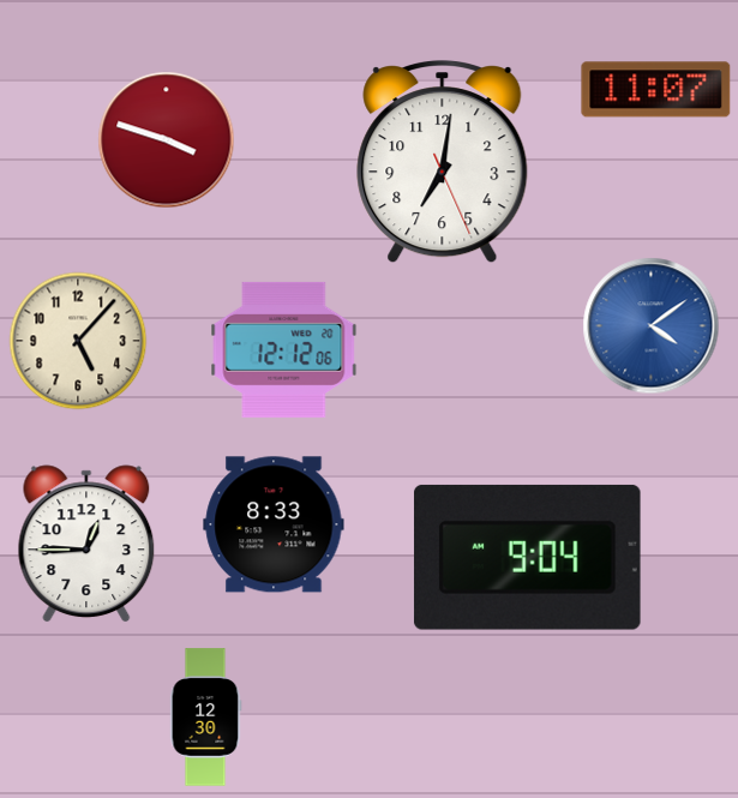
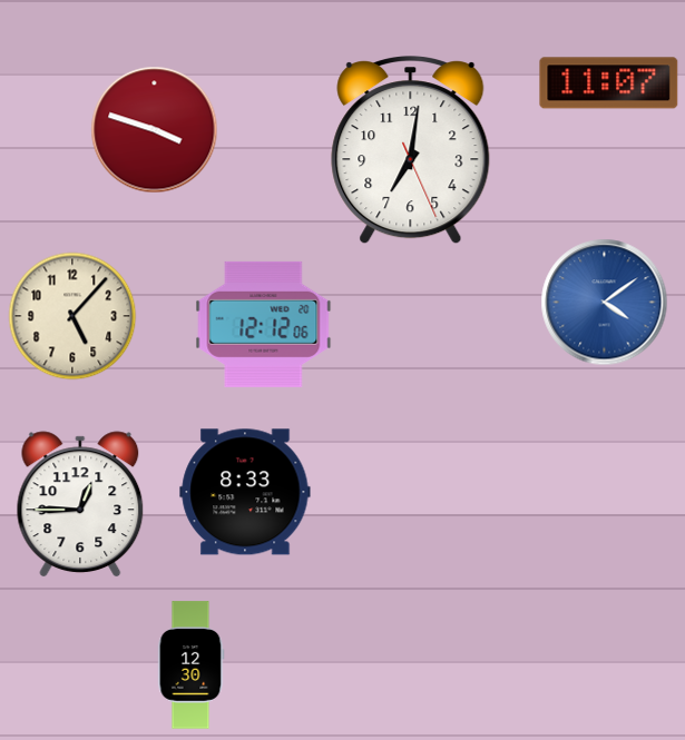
clock at (274, 524) position: (274, 524) -> (245, 492)
clock at (527, 557): 9:04 -> none
